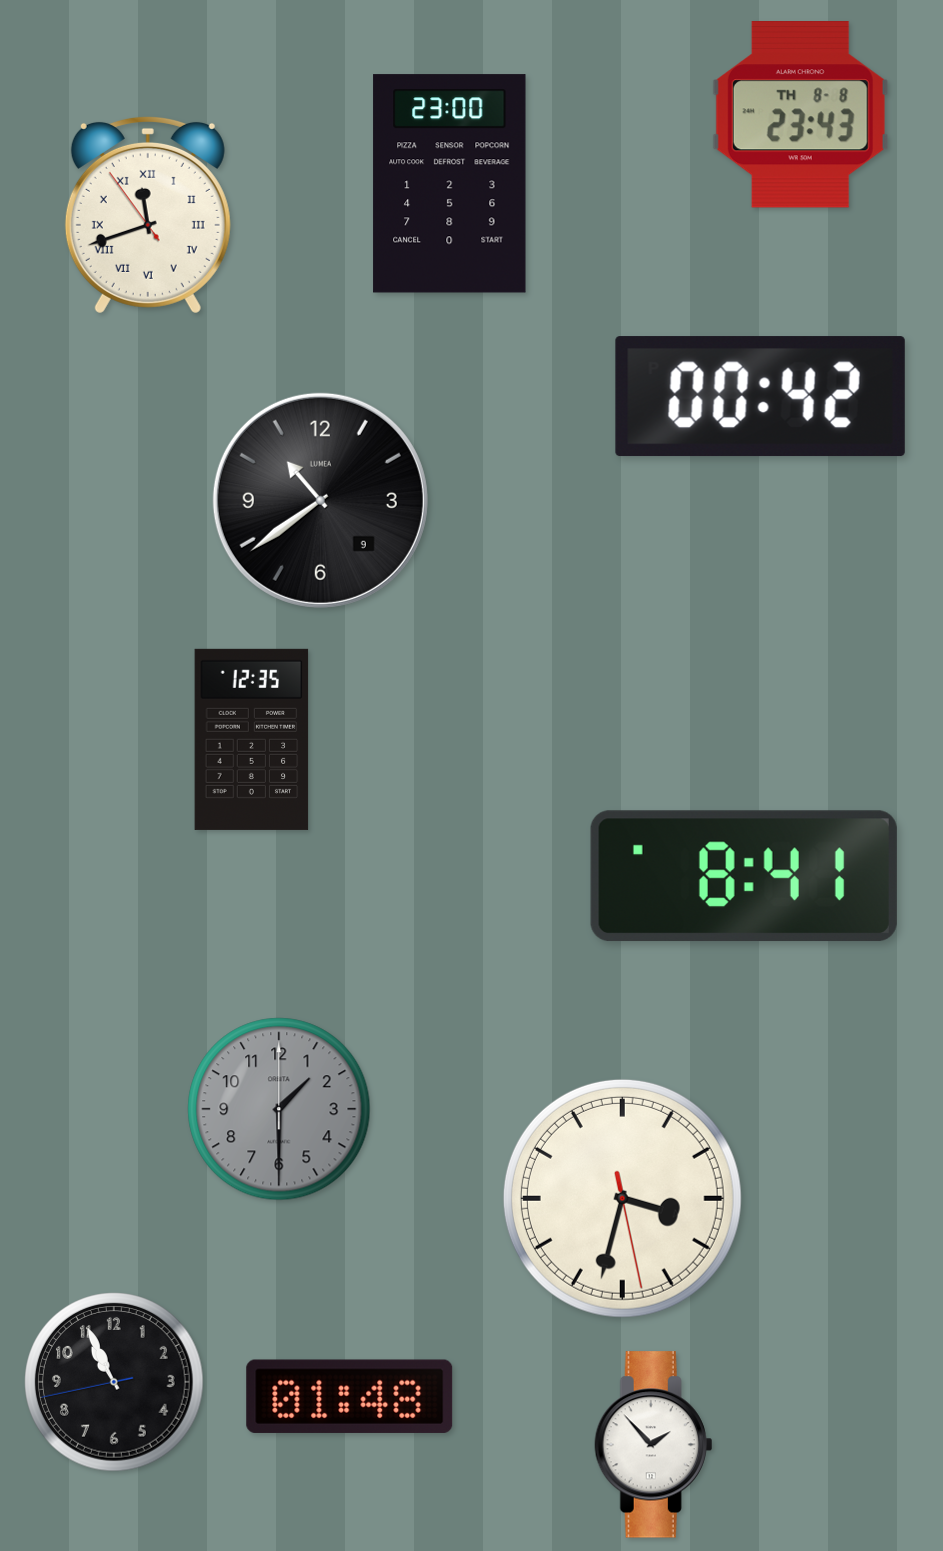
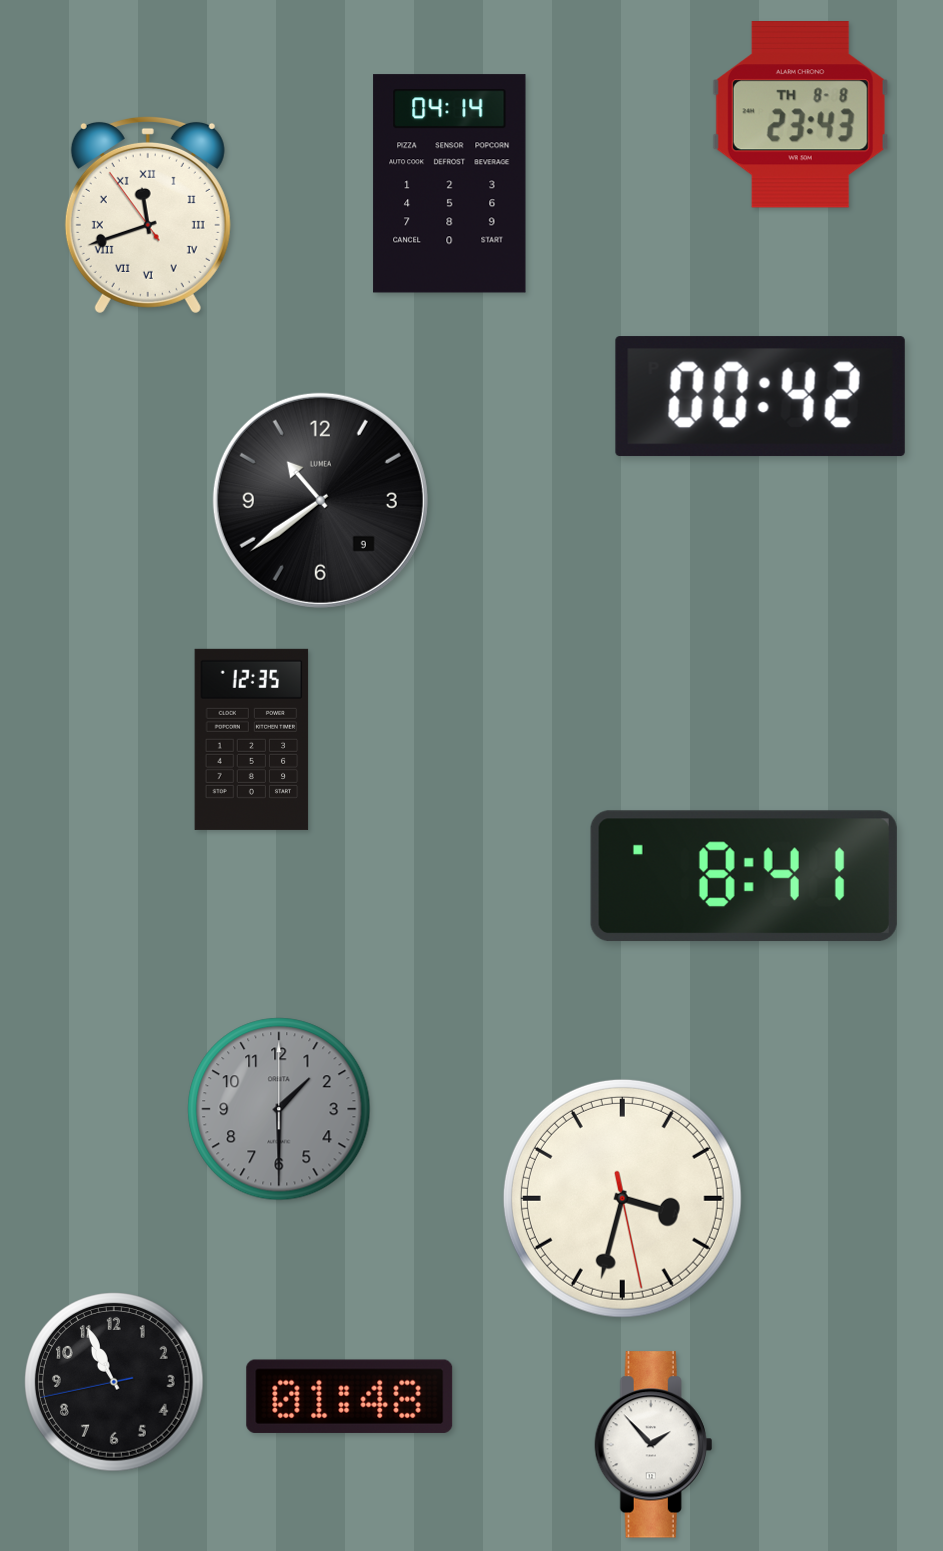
clock at (450, 184): 23:00 -> 04:14
